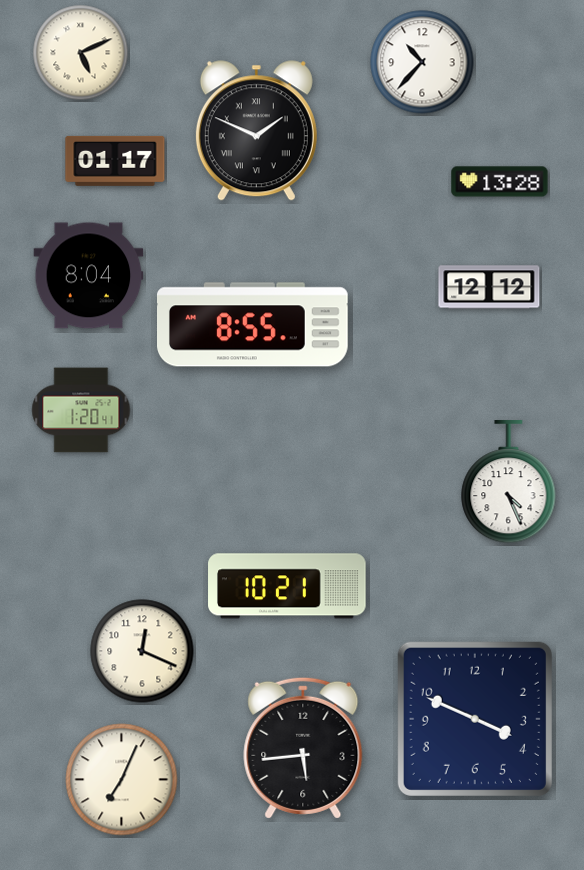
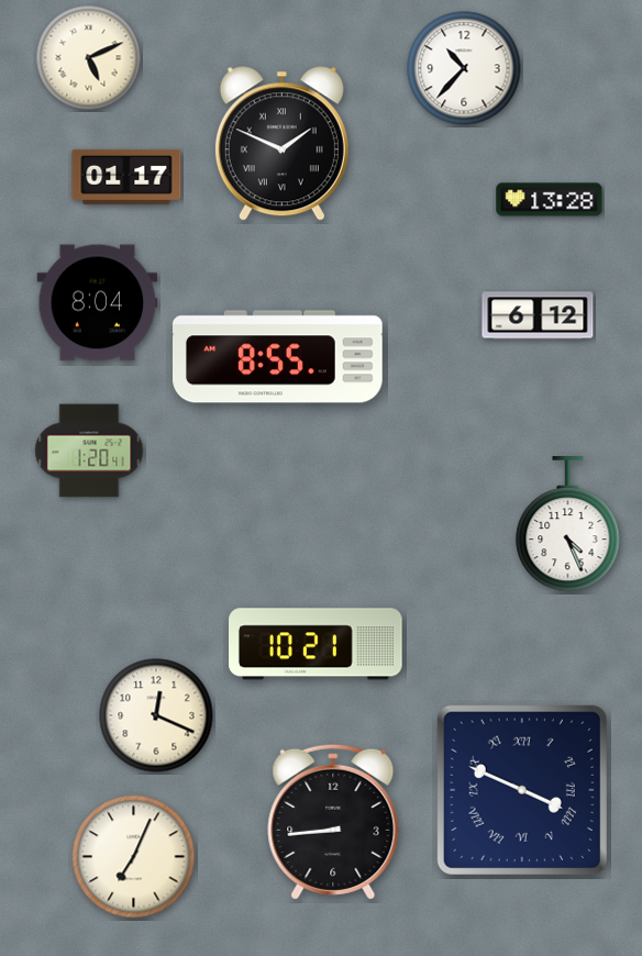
clock at (489, 287): 12:12 -> 6:12
clock at (509, 483) position: (509, 483) -> (568, 525)
clock at (475, 719) numerals: Arabic -> Roman
clock at (303, 748): 5:44 -> 8:44
